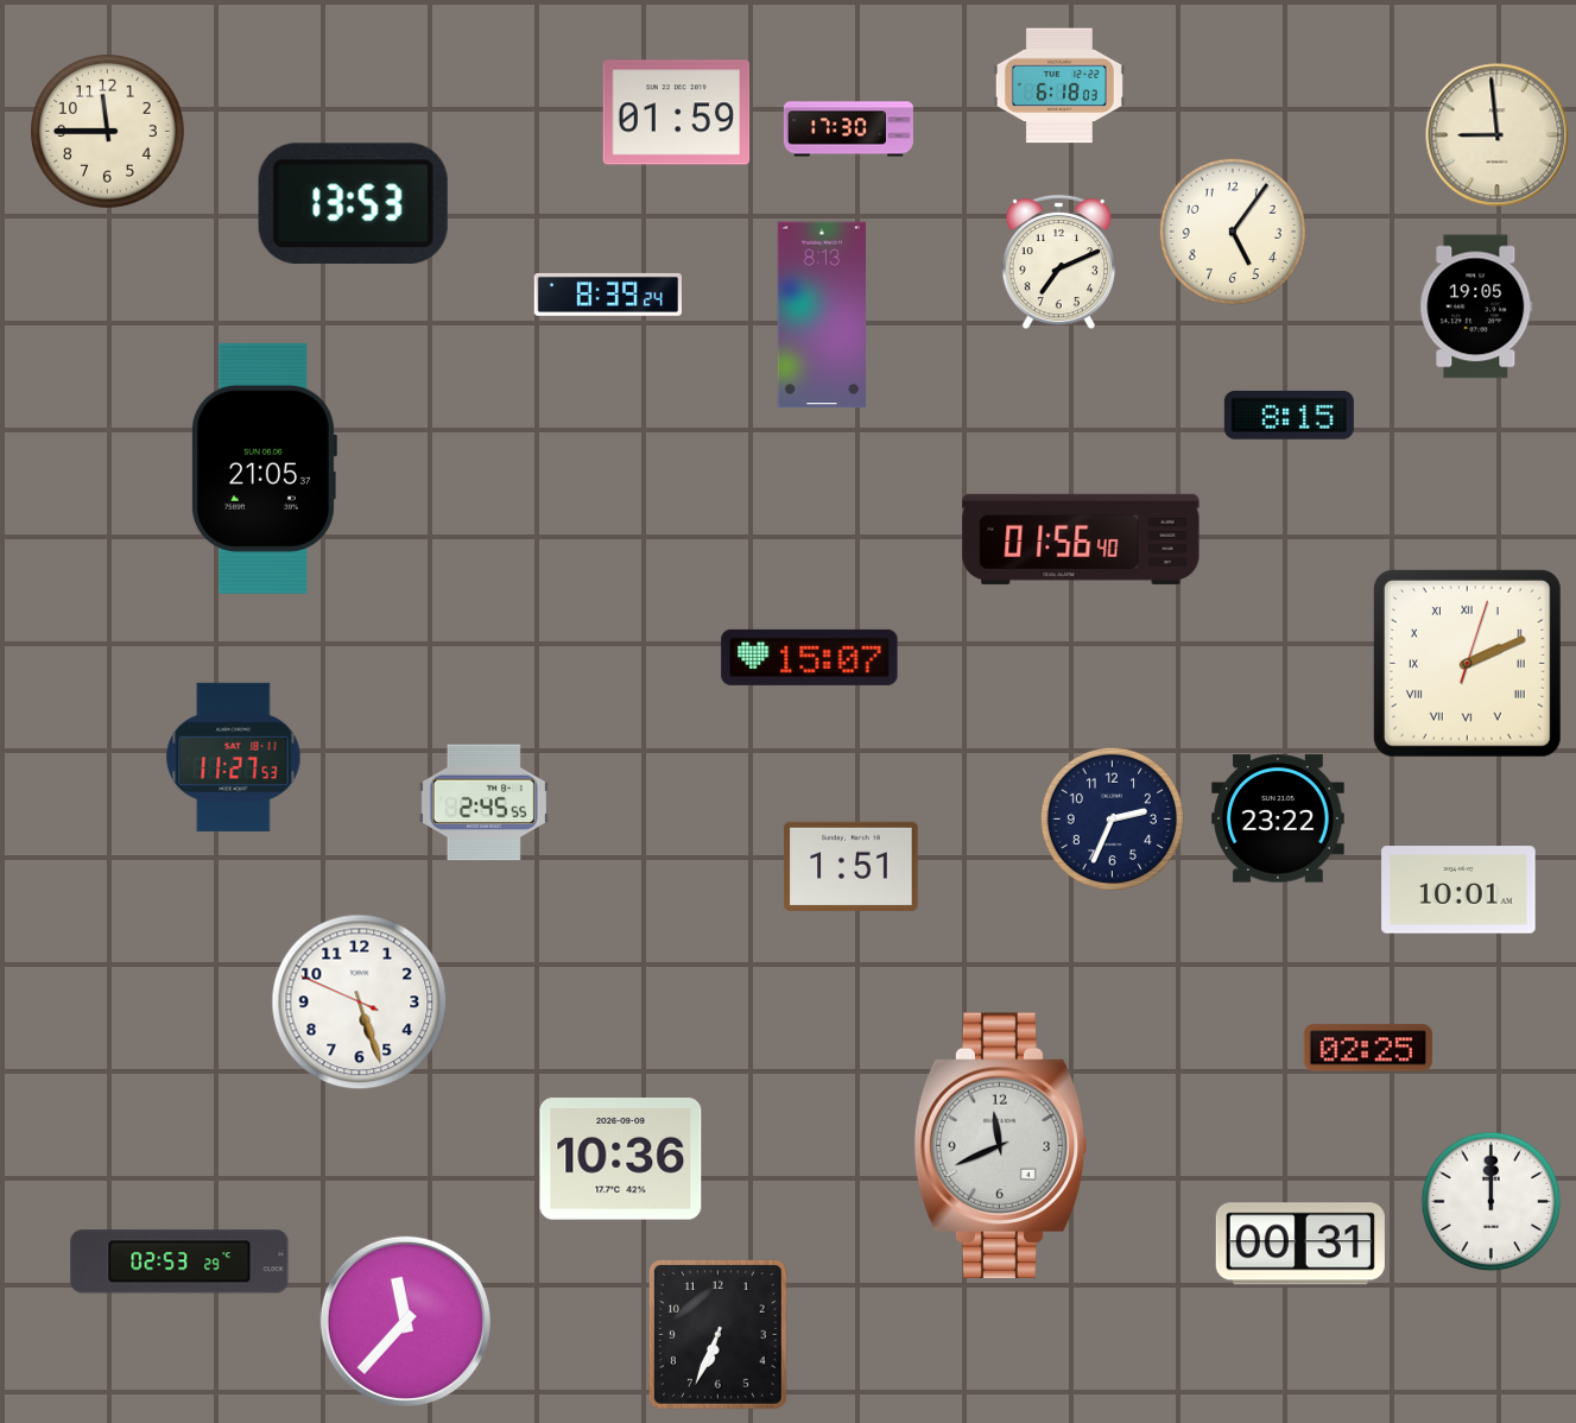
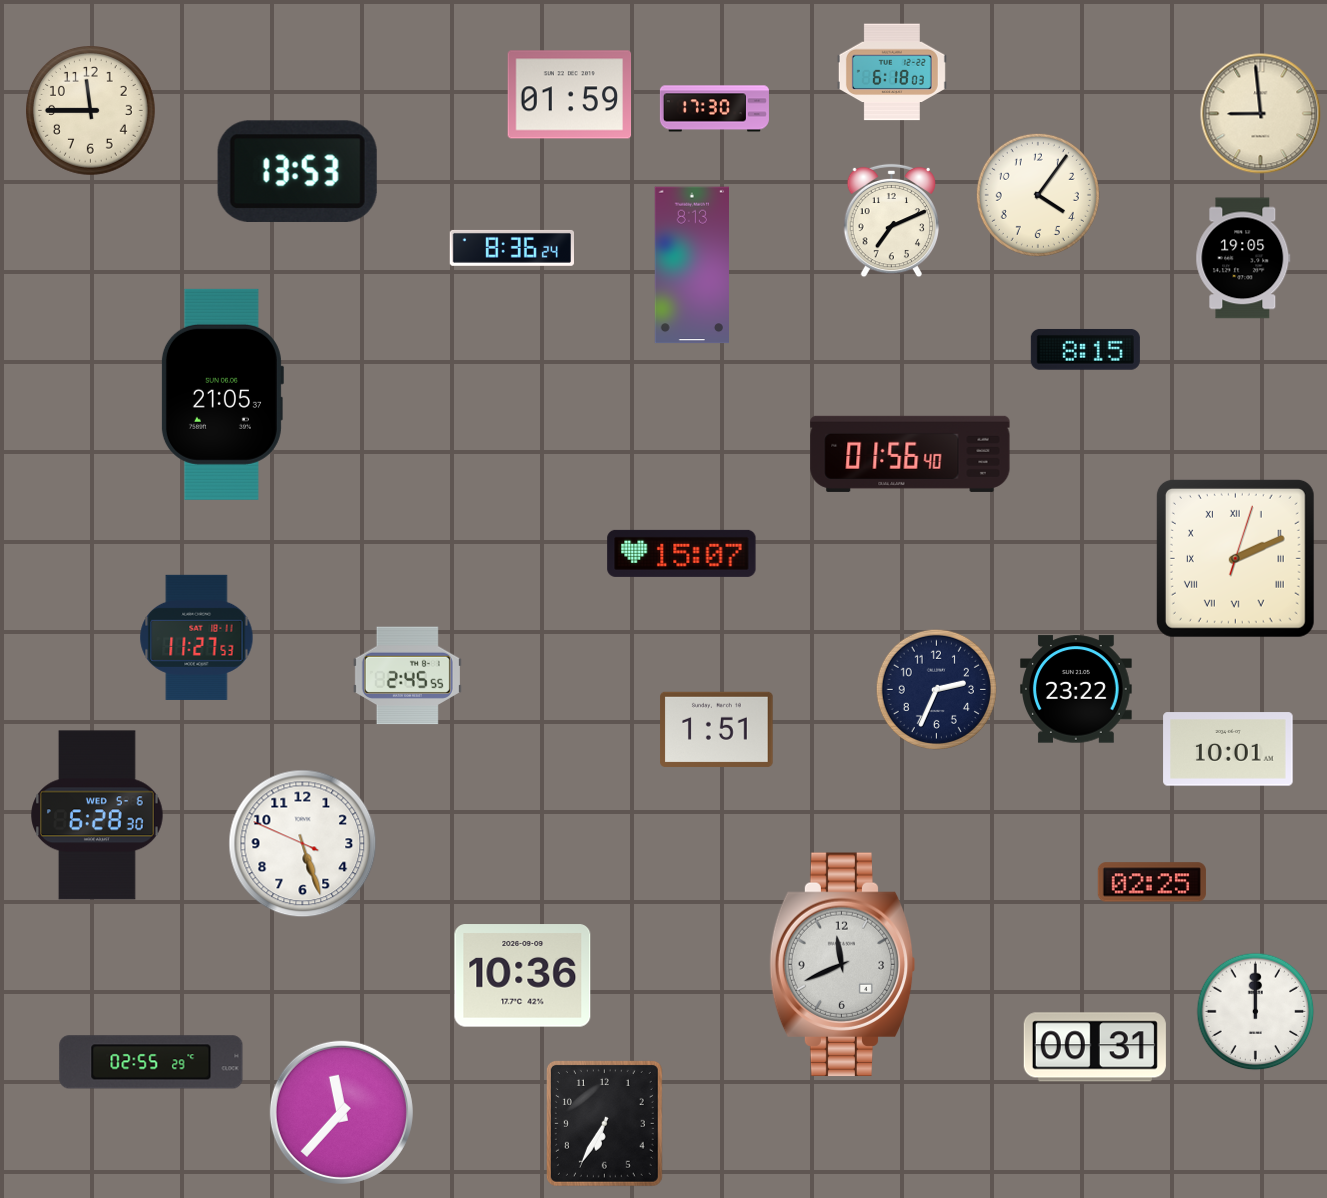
clock at (1233, 232): 5:06 -> 4:06
clock at (607, 295): 8:39 -> 8:36
clock at (97, 815): none -> 6:28
clock at (179, 1261): 02:53 -> 02:55
clock at (717, 1334): 6:34 -> 6:35
